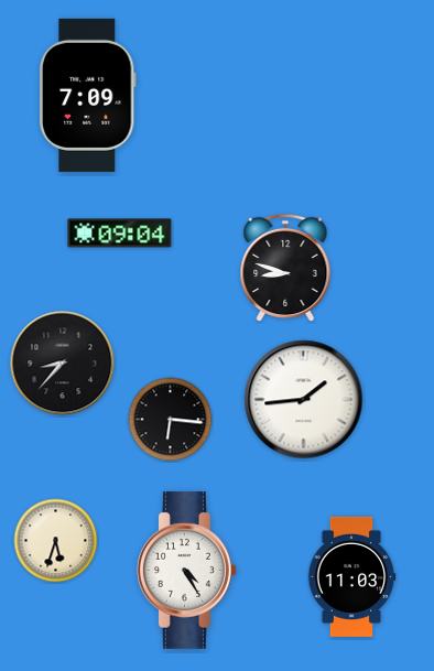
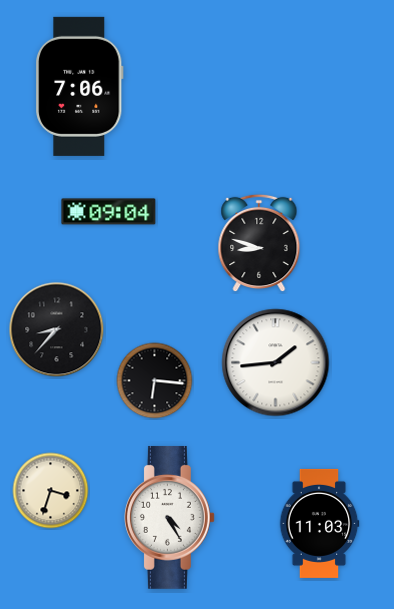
clock at (88, 95): 7:09 -> 7:06
clock at (56, 541): 5:33 -> 3:33
